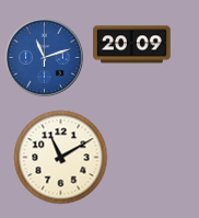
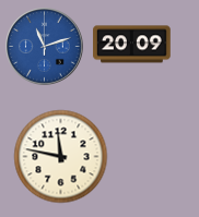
clock at (45, 58) position: (45, 58) -> (45, 47)
clock at (61, 158): 11:10 -> 11:47
